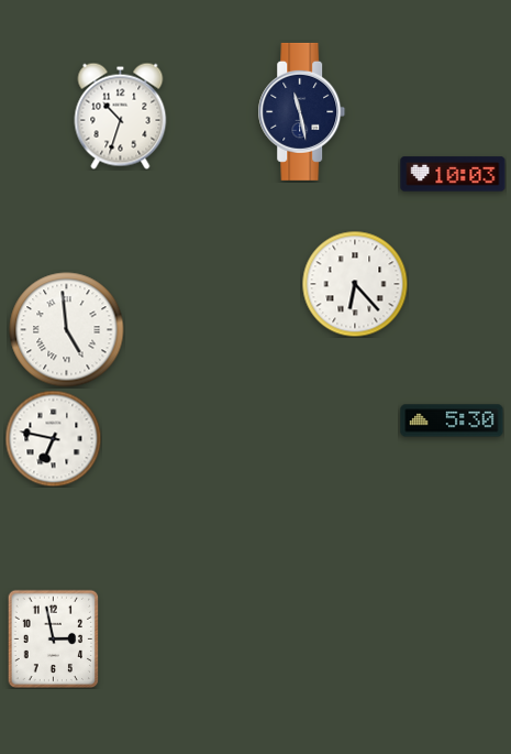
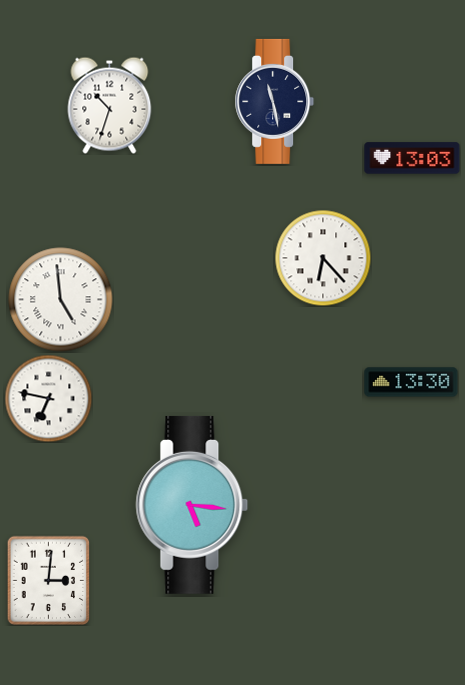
clock at (453, 174): 10:03 -> 13:03
clock at (452, 420): 5:30 -> 13:30
clock at (192, 505): none -> 5:16
clock at (54, 638): 2:58 -> 3:01
